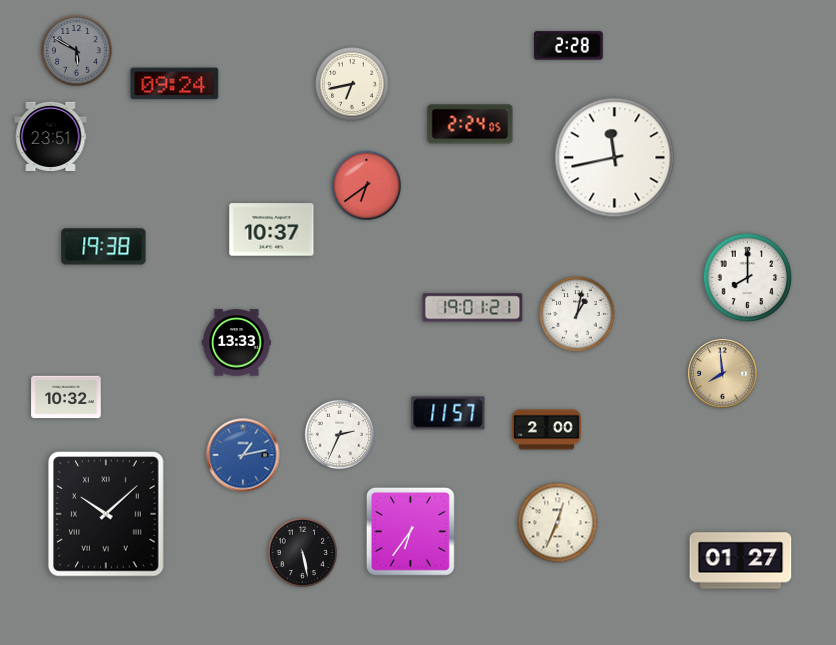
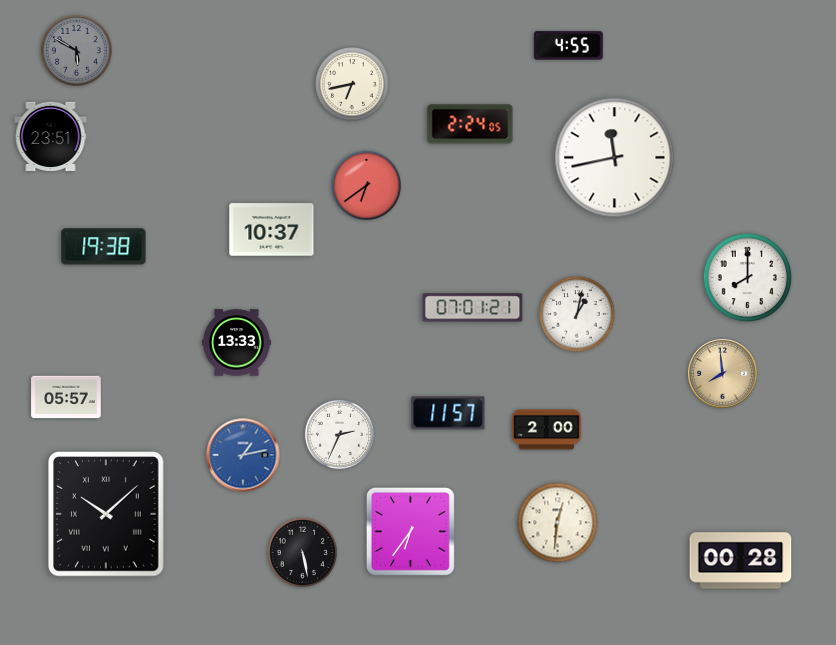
clock at (568, 46): 2:28 -> 4:55
clock at (175, 84): 09:24 -> none
clock at (473, 308): 19:01 -> 07:01
clock at (66, 397): 10:32 -> 05:57
clock at (558, 523): 12:34 -> 12:31
clock at (741, 561): 01:27 -> 00:28
